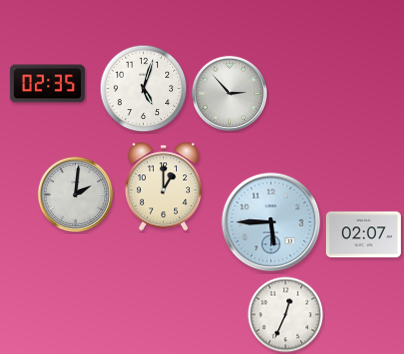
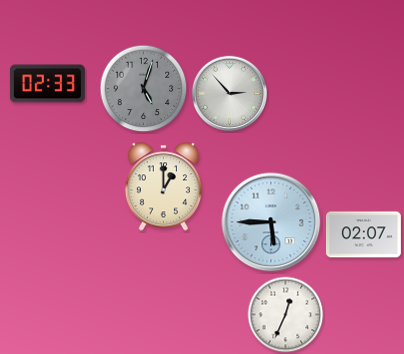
clock at (47, 84): 02:35 -> 02:33
clock at (144, 89) dial: white -> grey
clock at (76, 195): 2:01 -> none
